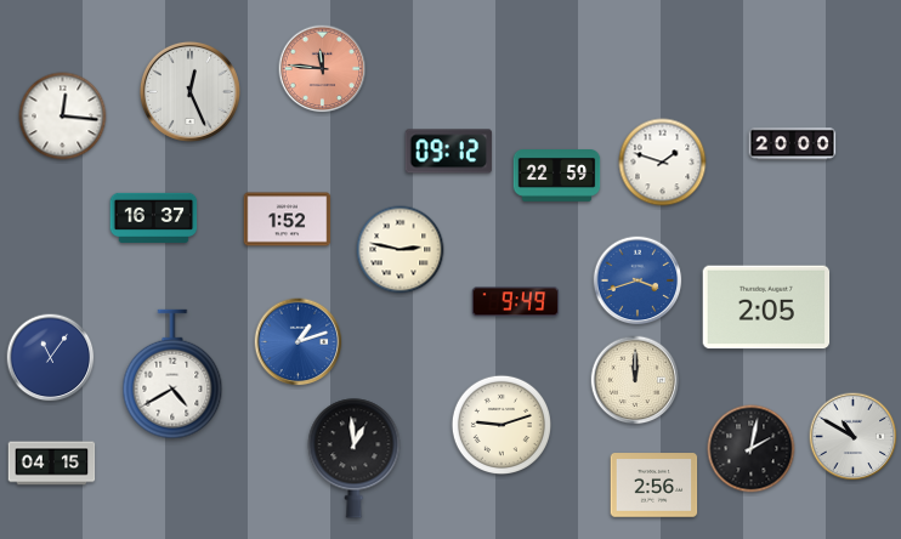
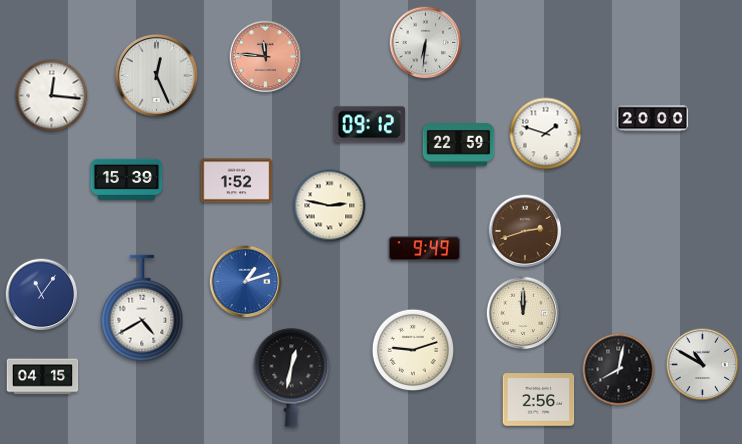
clock at (426, 43): none -> 6:31
clock at (154, 217): 16:37 -> 15:39
clock at (637, 280): 3:42 -> 2:42
clock at (637, 280) dial: blue -> brown
clock at (766, 307): 2:05 -> none
clock at (854, 437) position: (854, 437) -> (703, 365)
clock at (752, 449): 2:02 -> 8:02
clock at (355, 459): 12:59 -> 12:32
clock at (52, 464) position: (52, 464) -> (43, 377)
